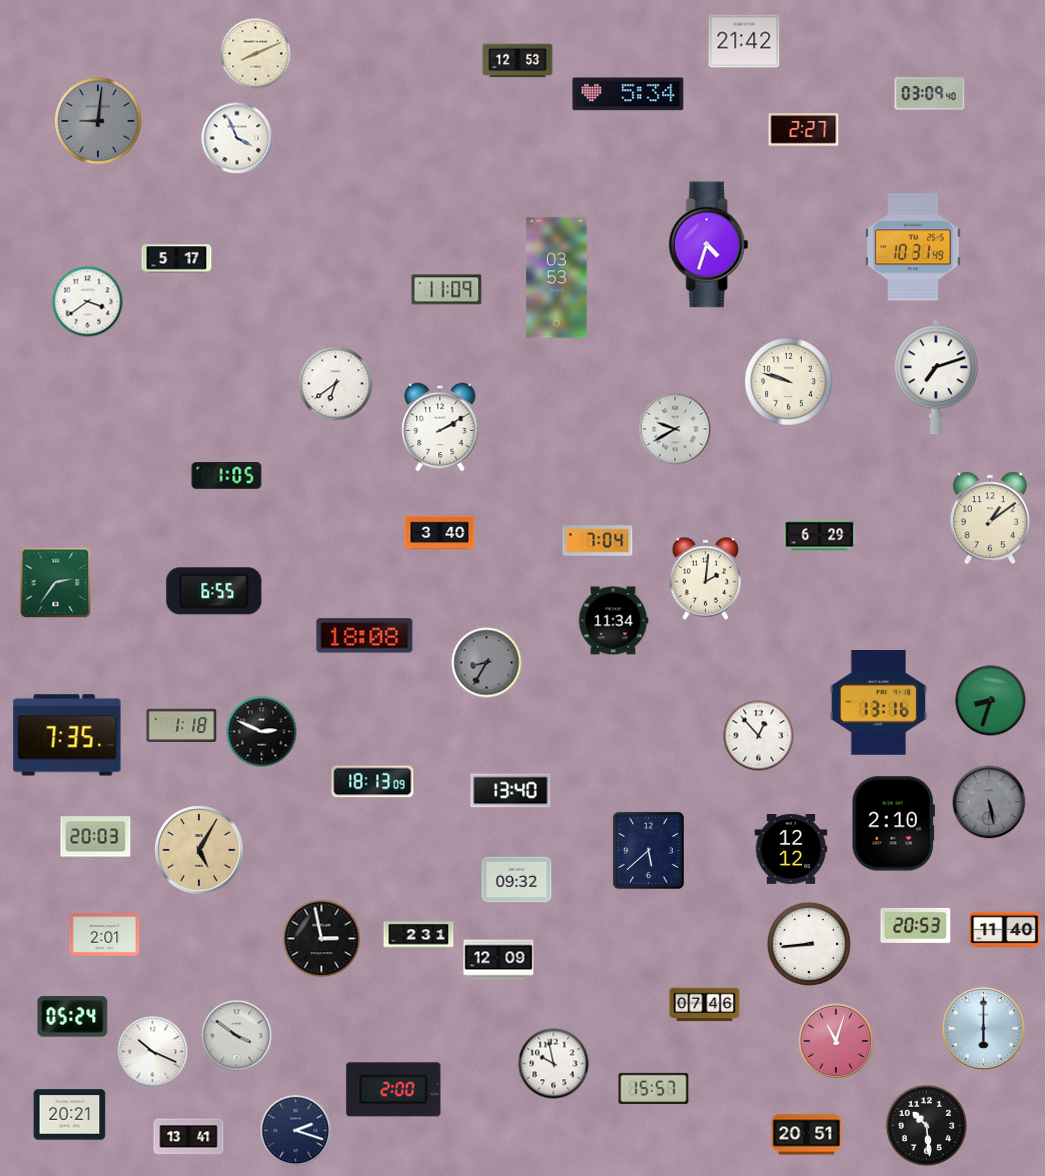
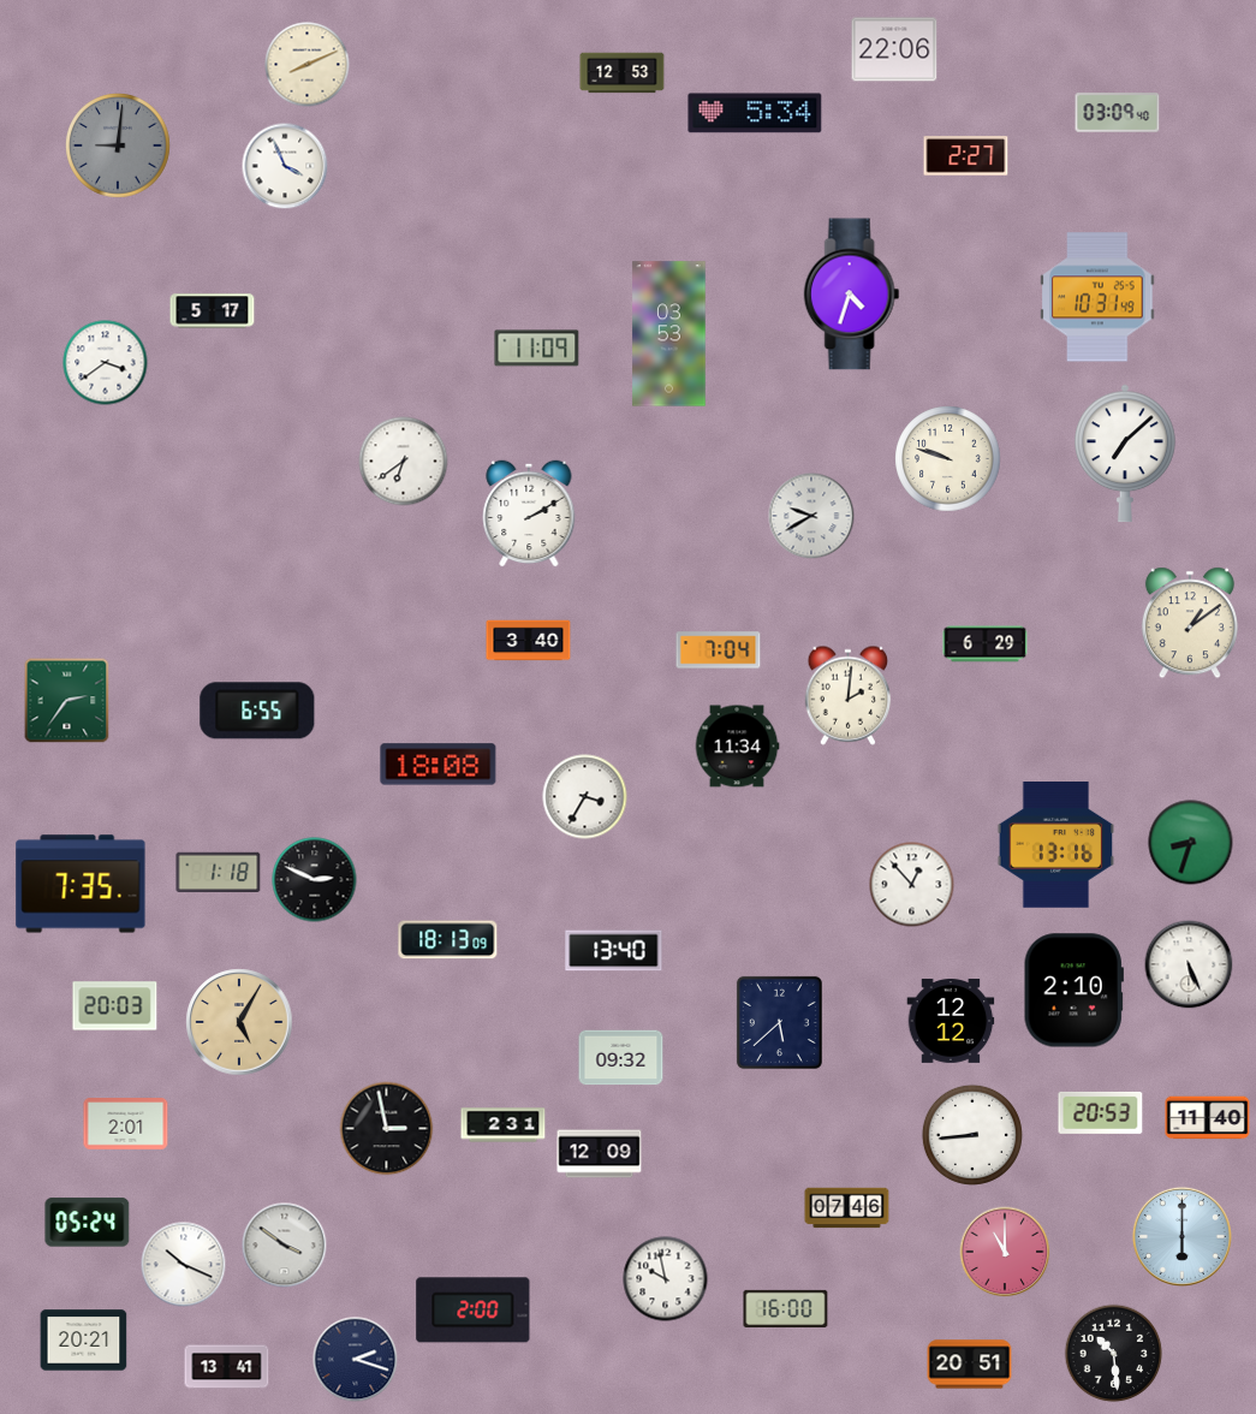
clock at (744, 41): 21:42 -> 22:06
clock at (937, 377): 7:12 -> 7:08
clock at (227, 476): 1:05 -> none
clock at (487, 663): 8:35 -> 3:35
clock at (487, 663) dial: grey -> white
clock at (989, 802): 5:28 -> 5:26
clock at (989, 802) dial: grey -> white
clock at (836, 1041): 11:03 -> 11:00
clock at (654, 1088): 15:57 -> 16:00
